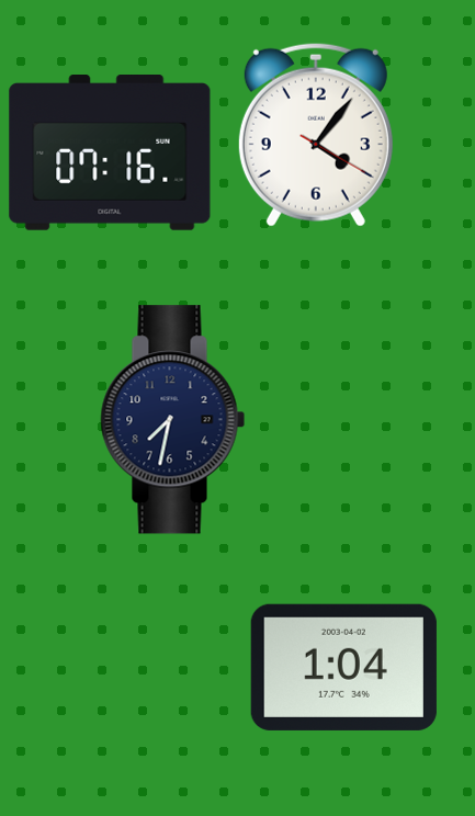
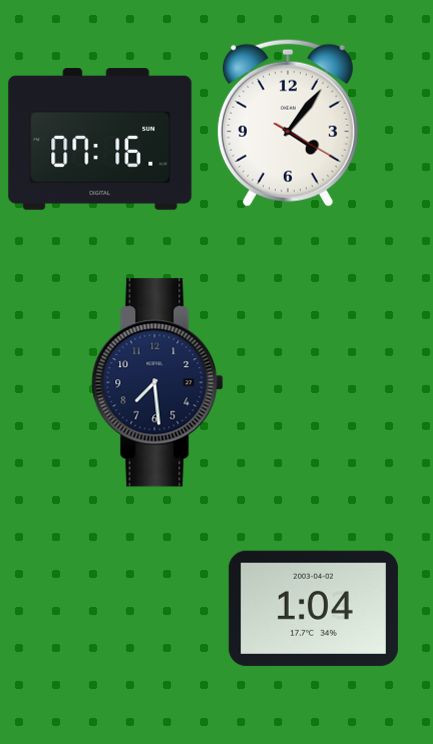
clock at (173, 420): 7:32 -> 7:29
